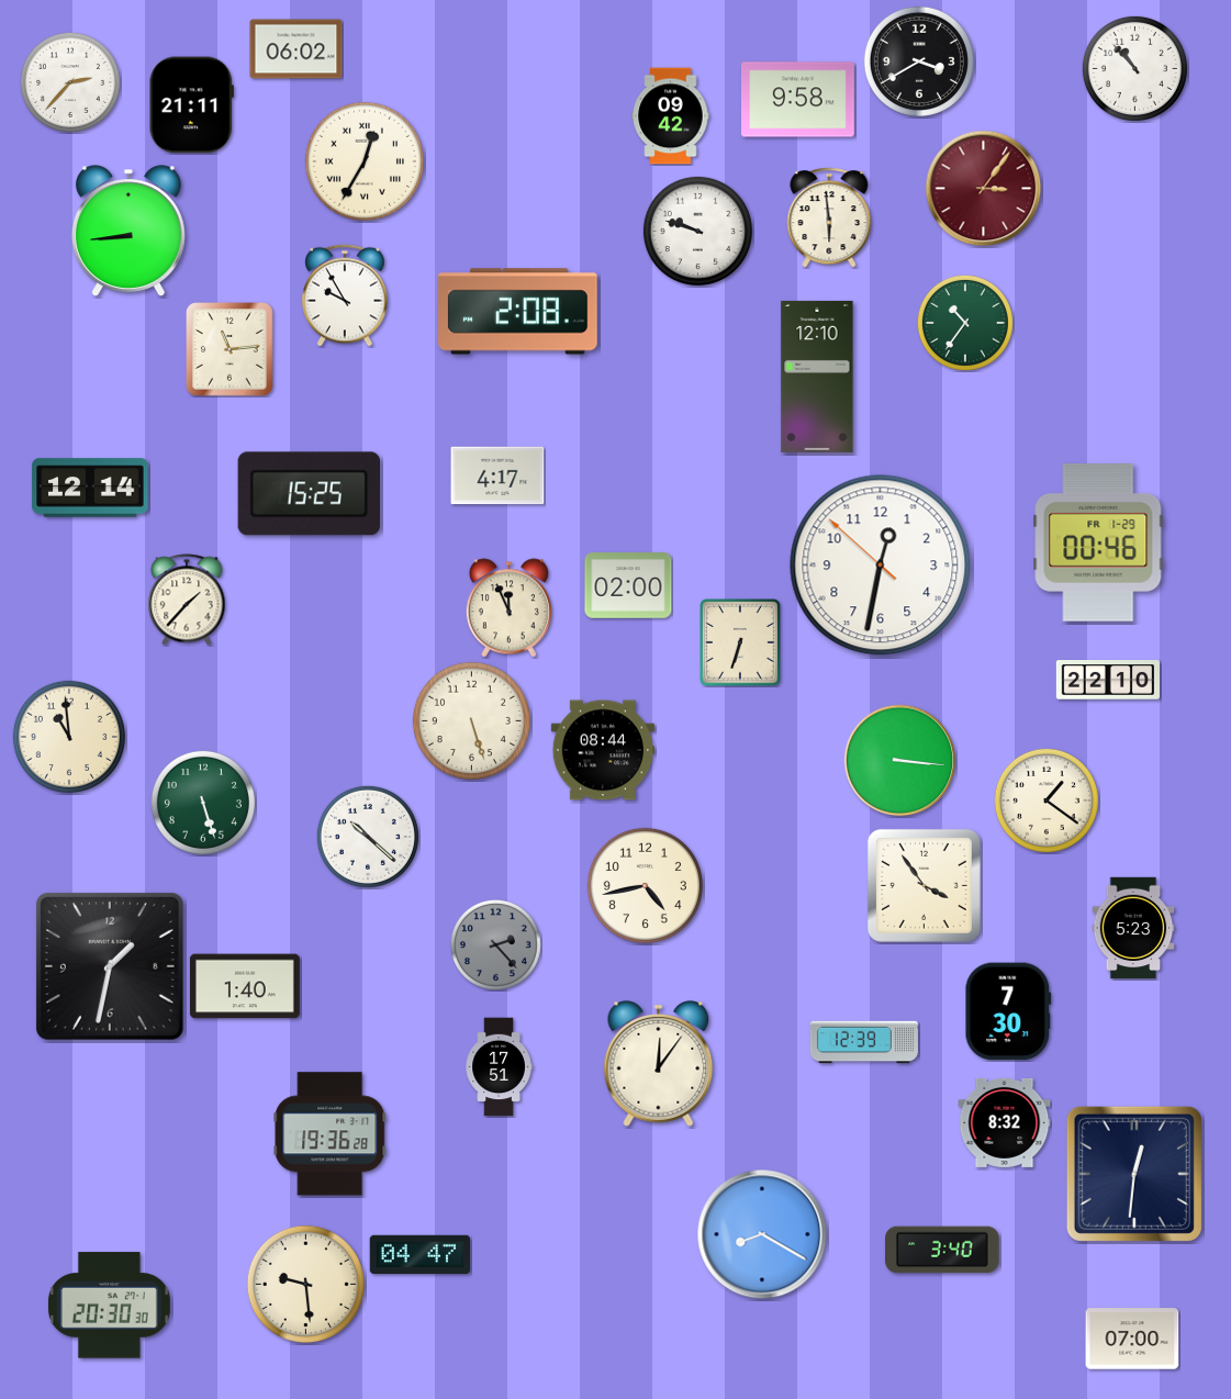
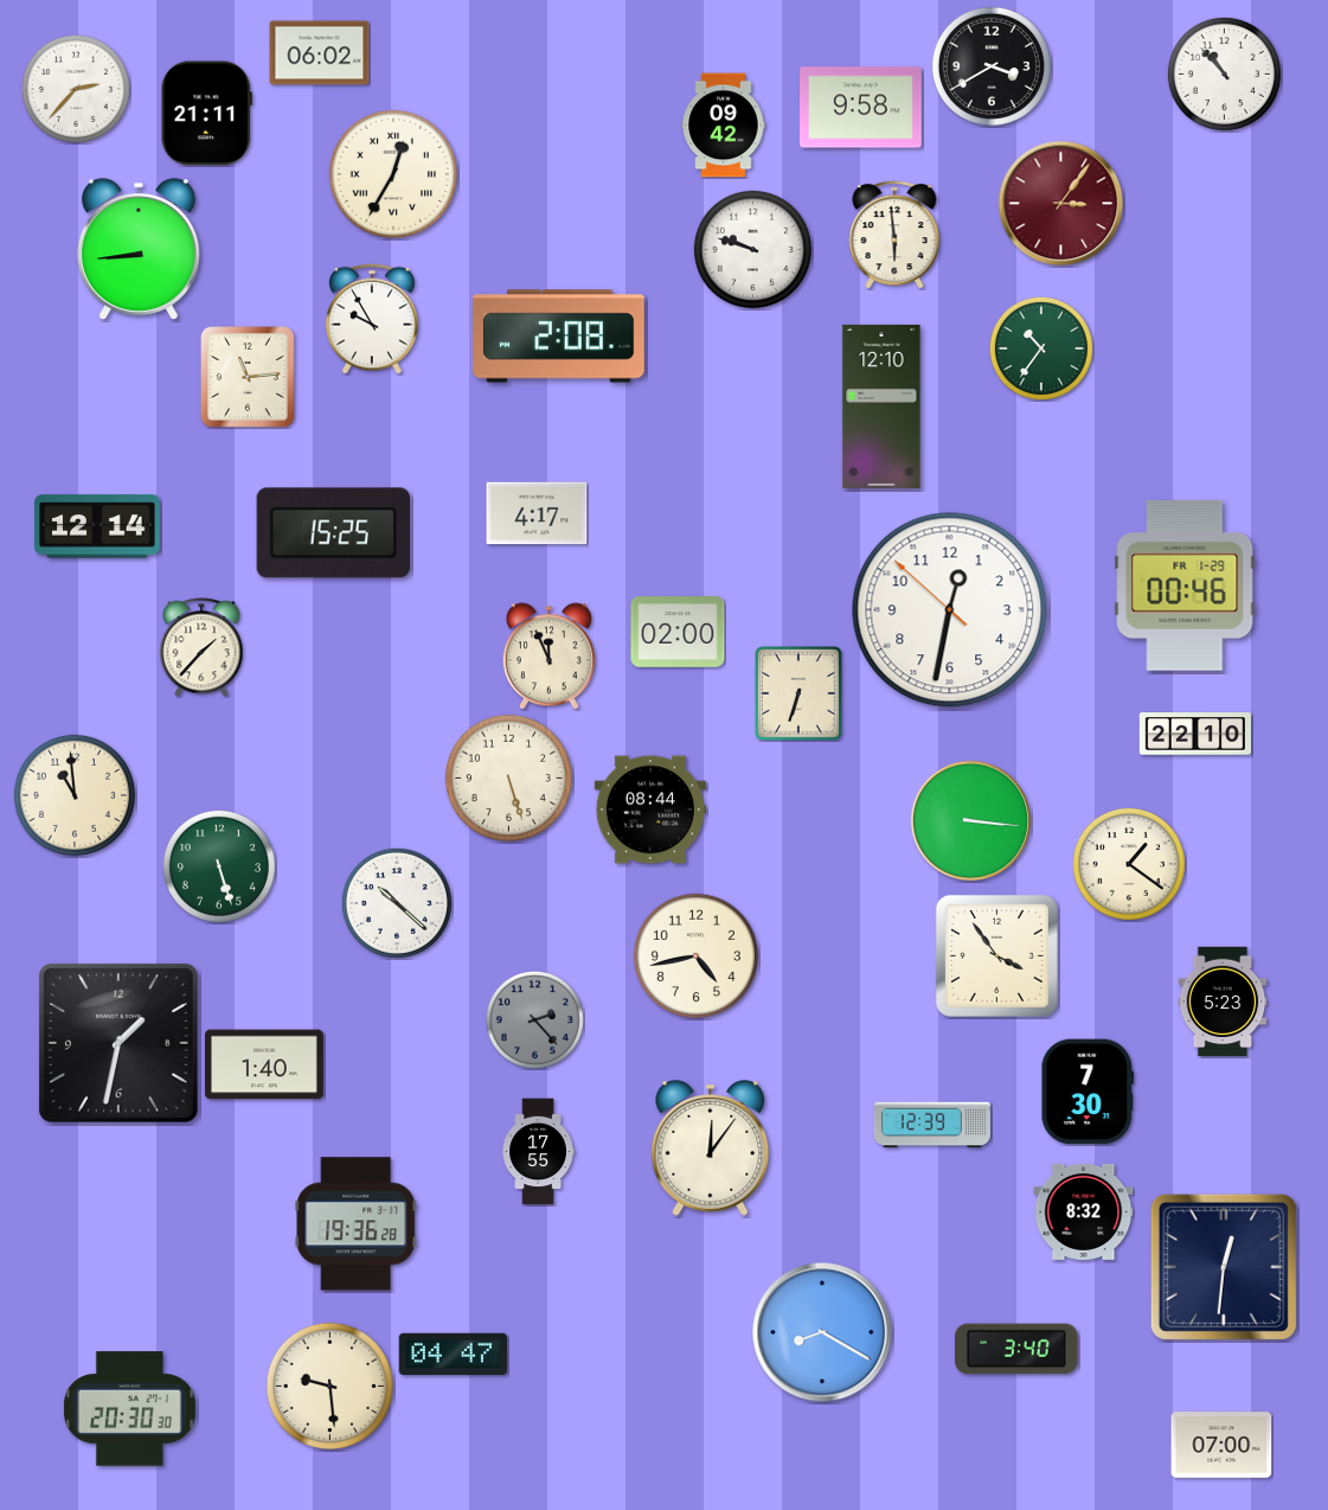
clock at (499, 1067): 17:51 -> 17:55
clock at (109, 1306) position: (109, 1306) -> (129, 1409)
